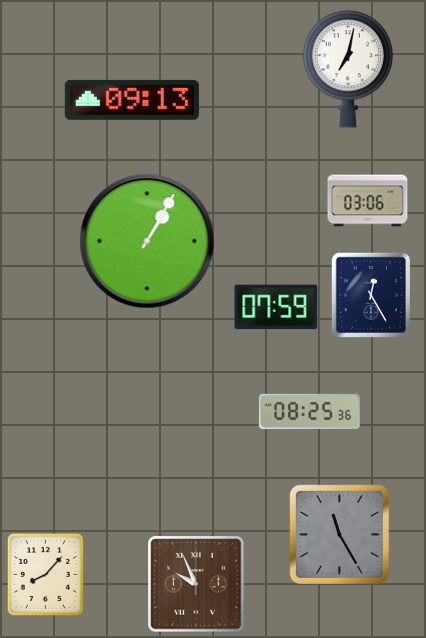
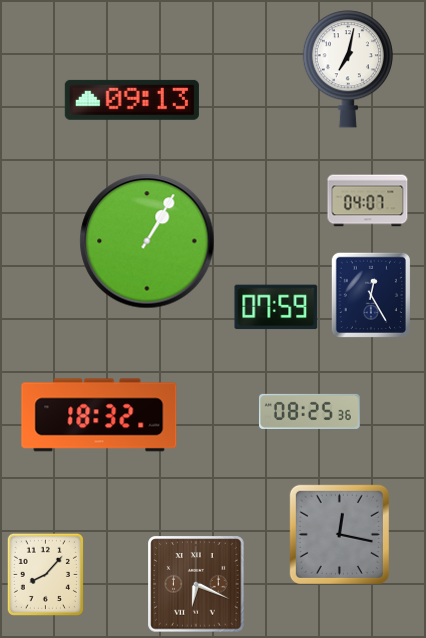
clock at (368, 201): 03:06 -> 04:07
clock at (99, 415): none -> 18:32
clock at (339, 534): 11:25 -> 12:17
clock at (196, 584): 9:56 -> 6:19
